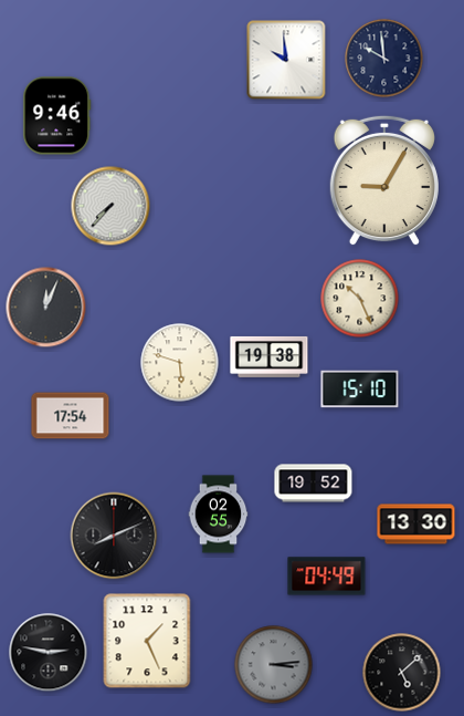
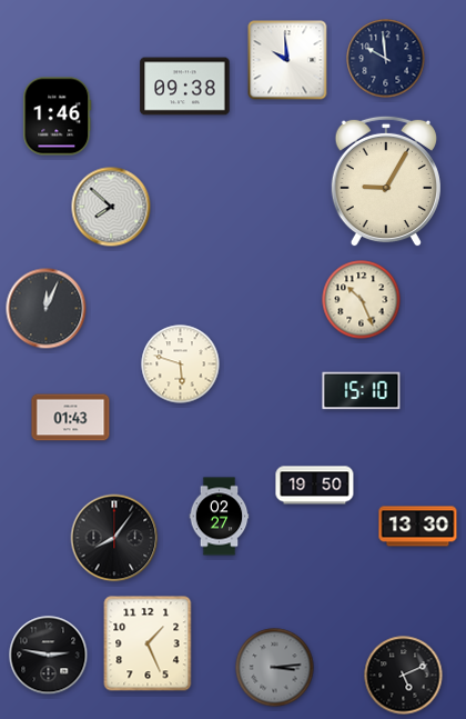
clock at (185, 87): none -> 09:38
clock at (57, 116): 9:46 -> 1:46
clock at (110, 206): 7:37 -> 7:52
clock at (270, 356): 19:38 -> none
clock at (71, 416): 17:54 -> 01:43
clock at (314, 484): 19:52 -> 19:50
clock at (219, 515): 02:55 -> 02:27
clock at (114, 536): 8:11 -> 8:06
clock at (327, 577): 04:49 -> none
clock at (402, 673): 5:08 -> 5:11
